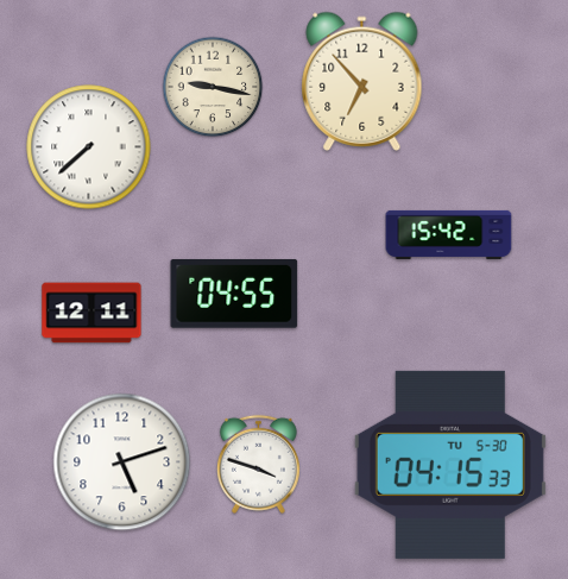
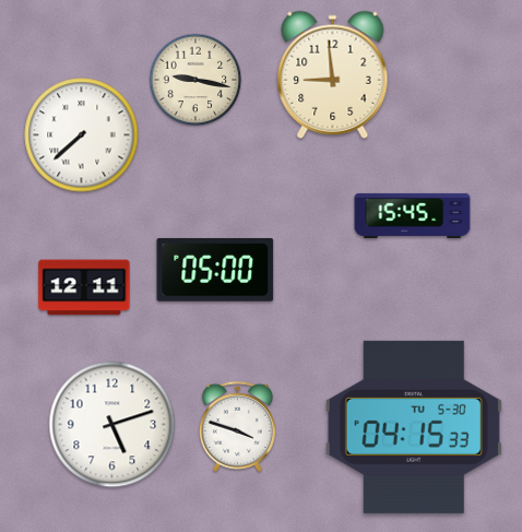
clock at (362, 81): 6:53 -> 8:59
clock at (449, 234): 15:42 -> 15:45
clock at (234, 294): 04:55 -> 05:00
